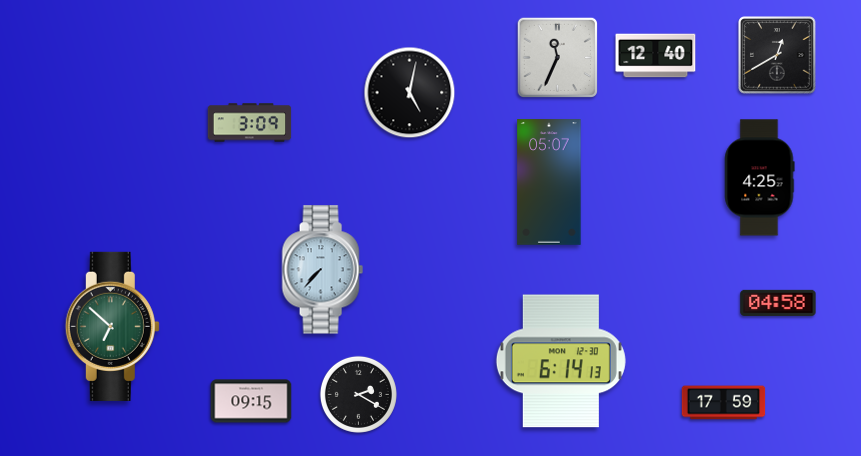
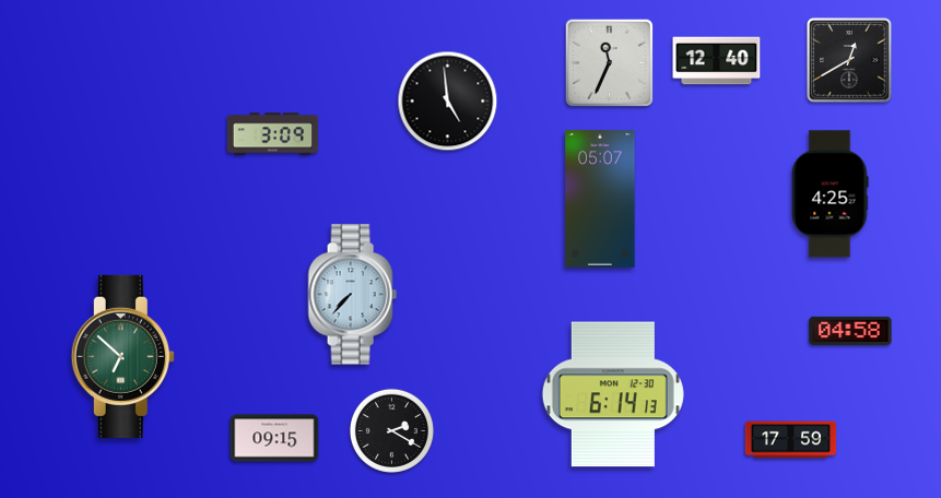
clock at (410, 93): 5:02 -> 4:59
